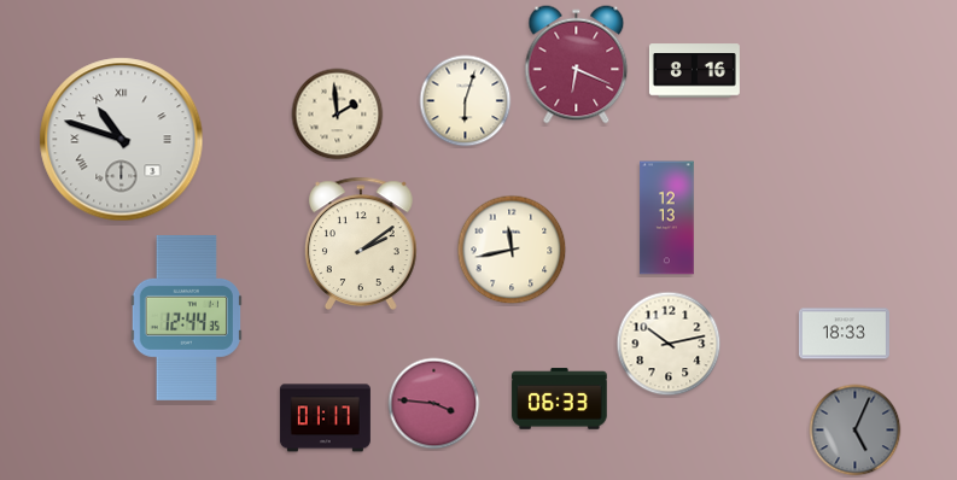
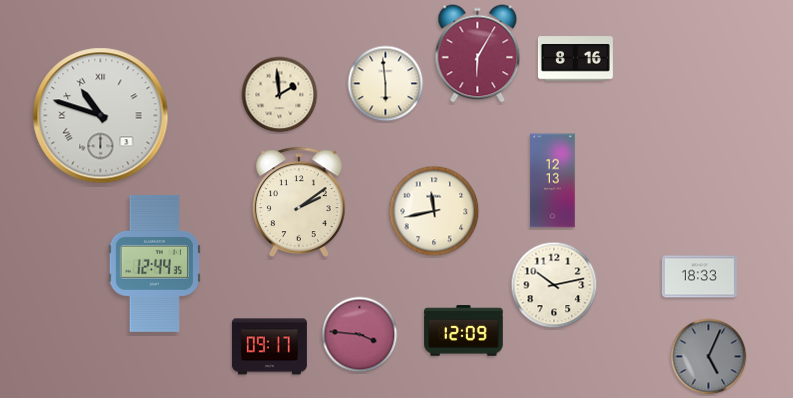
clock at (577, 65): 6:19 -> 6:05
clock at (466, 101): 6:03 -> 5:59
clock at (512, 250) position: (512, 250) -> (434, 211)
clock at (560, 399): 06:33 -> 12:09
clock at (325, 418): 01:17 -> 09:17
